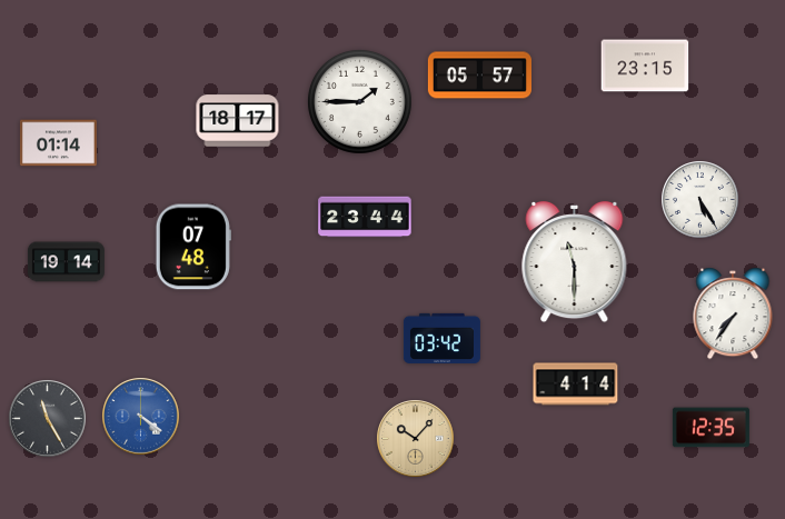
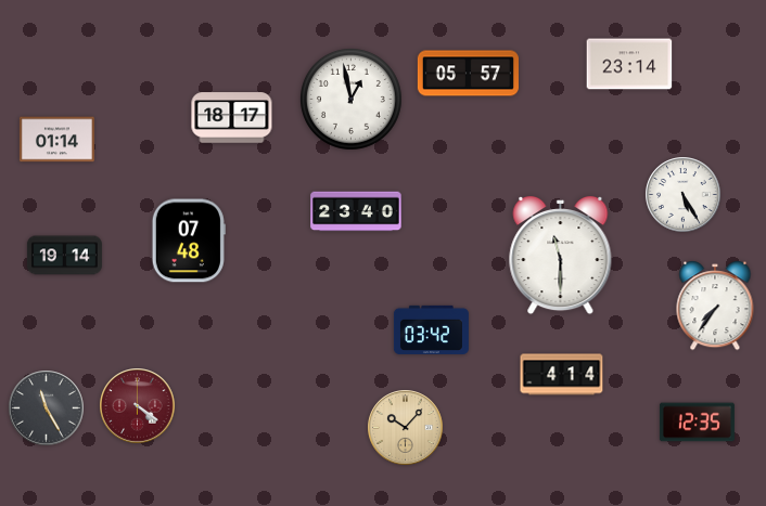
clock at (645, 66): 23:15 -> 23:14
clock at (359, 101): 1:45 -> 12:58
clock at (365, 217): 23:44 -> 23:40
clock at (141, 417) dial: blue -> burgundy
clock at (711, 428) position: (711, 428) -> (697, 423)
